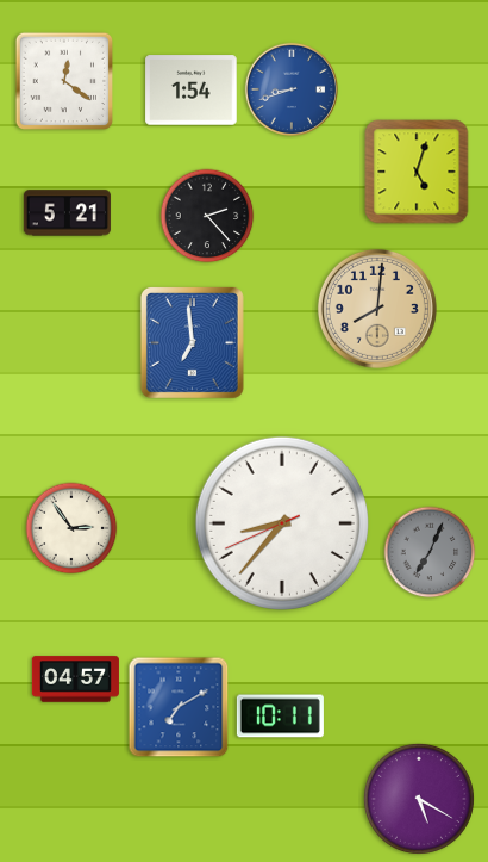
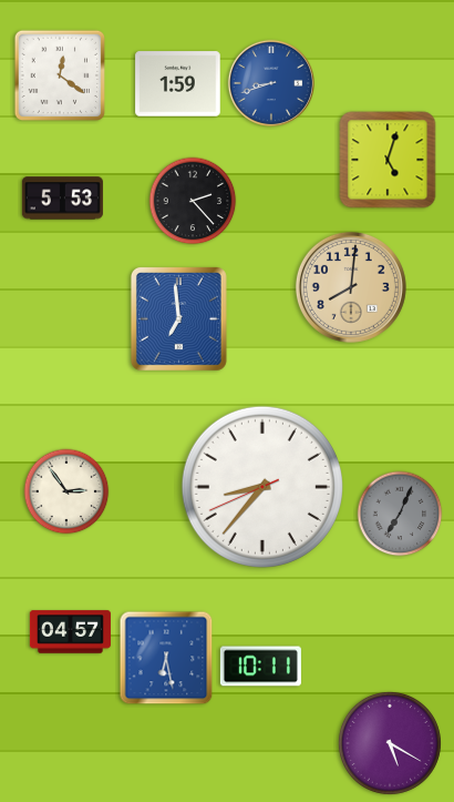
clock at (192, 91): 1:54 -> 1:59
clock at (67, 213): 5:21 -> 5:53
clock at (179, 707): 7:10 -> 6:28
